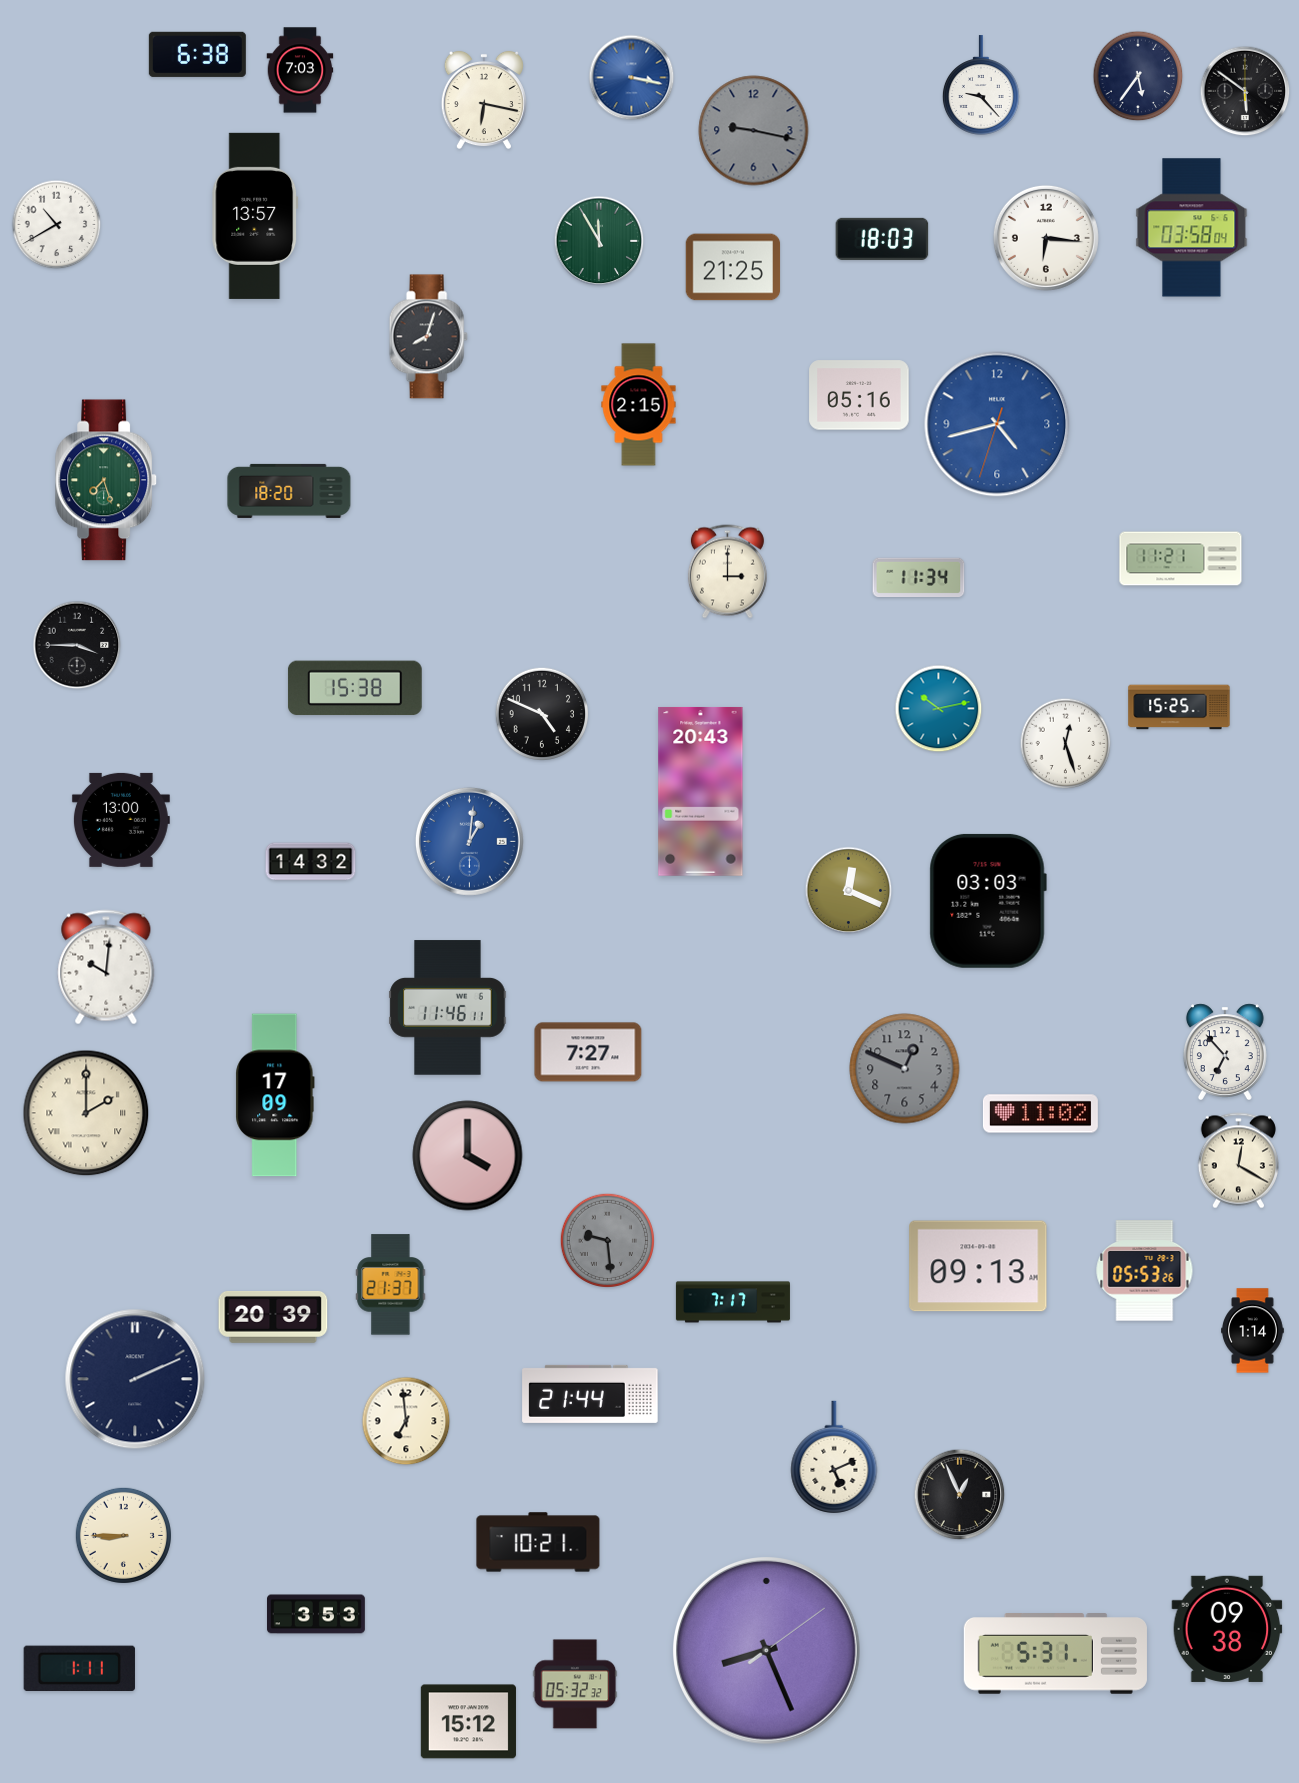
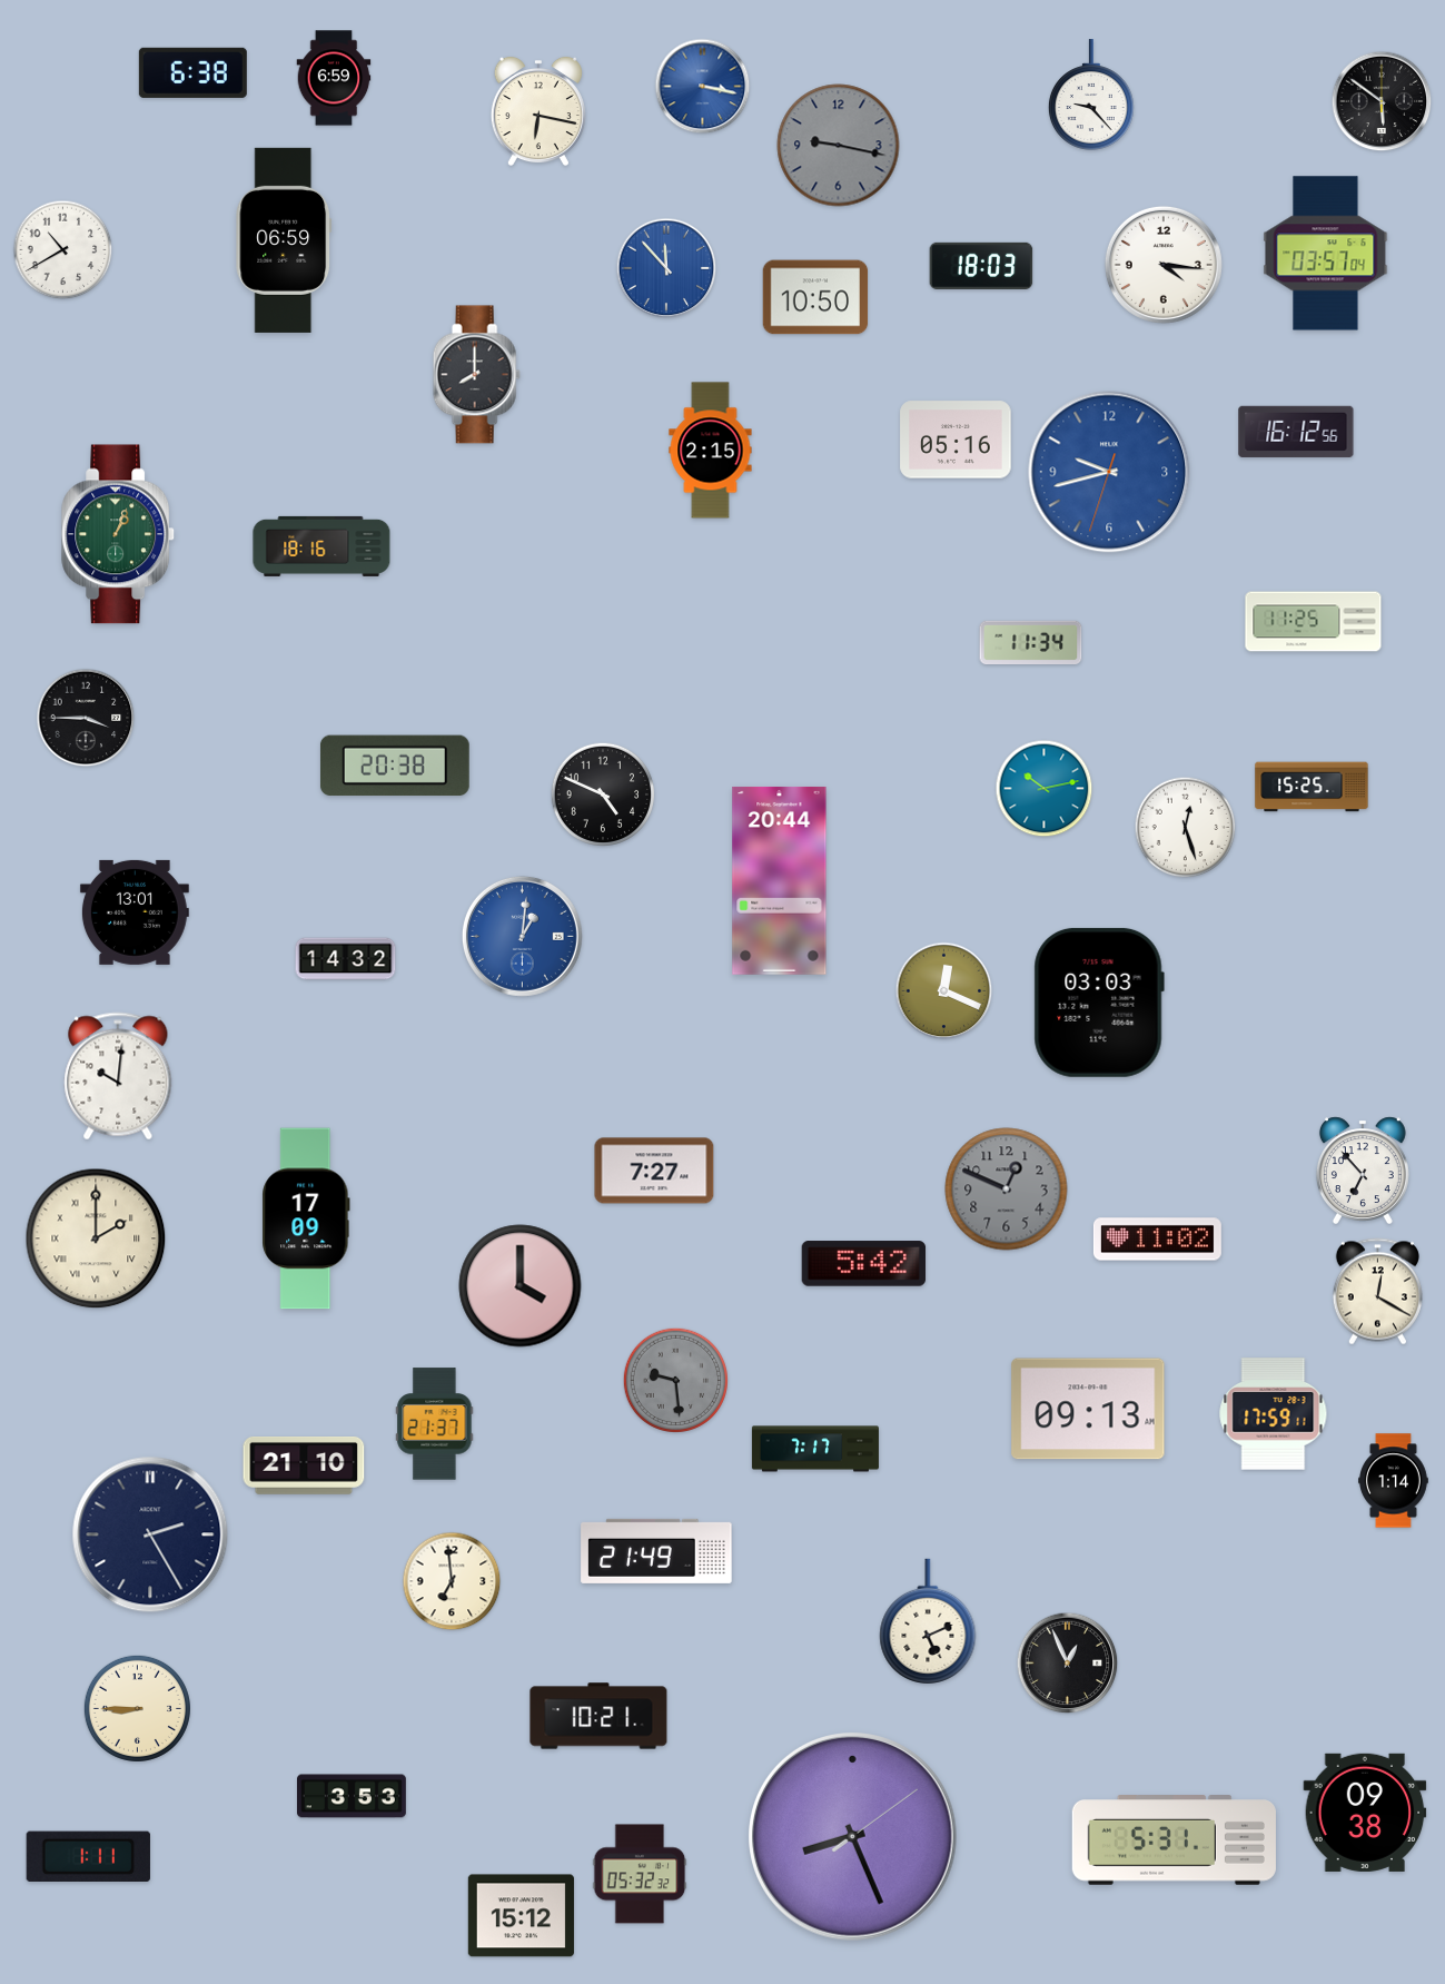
clock at (197, 54) position: (197, 54) -> (192, 72)
clock at (300, 70): 7:03 -> 6:59
clock at (1138, 76): 5:36 -> none
clock at (1245, 91) position: (1245, 91) -> (1382, 101)
clock at (255, 216): 13:57 -> 06:59
clock at (1192, 228): 03:58 -> 03:57
clock at (1046, 238): 6:16 -> 4:16
clock at (599, 241): 11:55 -> 11:53
clock at (599, 241) dial: green -> blue
clock at (733, 267): 21:25 -> 10:50
clock at (428, 337): 8:03 -> 8:00
clock at (1296, 432): none -> 16:12
clock at (997, 424): 4:42 -> 9:42
clock at (107, 480): 7:27 -> 1:04
clock at (289, 491): 18:20 -> 18:16
clock at (1181, 559): 11:21 -> 11:25
clock at (727, 572): 3:00 -> none
clock at (919, 577) position: (919, 577) -> (1031, 642)
clock at (355, 688): 15:38 -> 20:38
clock at (701, 791): 20:43 -> 20:44
clock at (121, 820): 13:00 -> 13:01
clock at (448, 1008): 11:46 -> none
clock at (864, 1264): none -> 5:42
clock at (1145, 1271): 05:53 -> 17:59
clock at (391, 1285) position: (391, 1285) -> (435, 1424)
clock at (273, 1318): 20:39 -> 21:10
clock at (135, 1379): 2:11 -> 2:25
clock at (590, 1394): 21:44 -> 21:49
